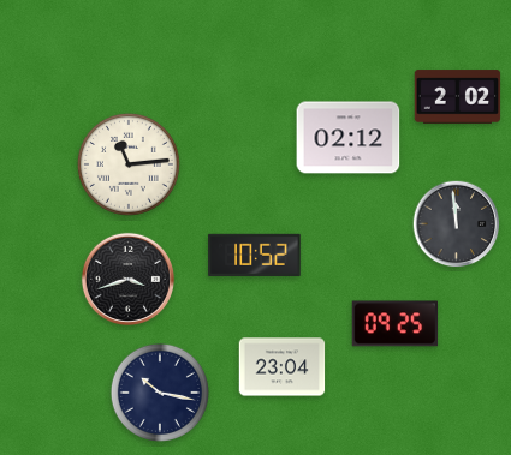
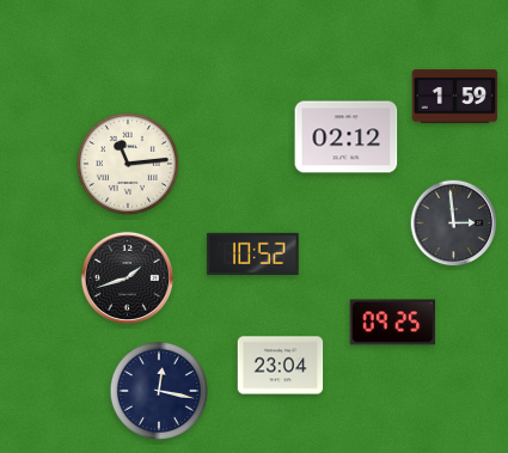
clock at (458, 97): 2:02 -> 1:59
clock at (457, 224): 11:59 -> 2:59
clock at (127, 279): 3:42 -> 1:42
clock at (160, 393): 10:17 -> 12:17
